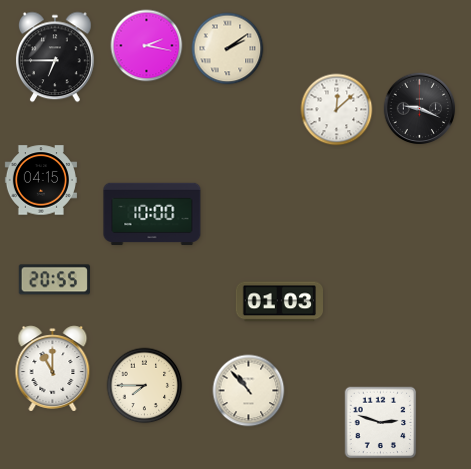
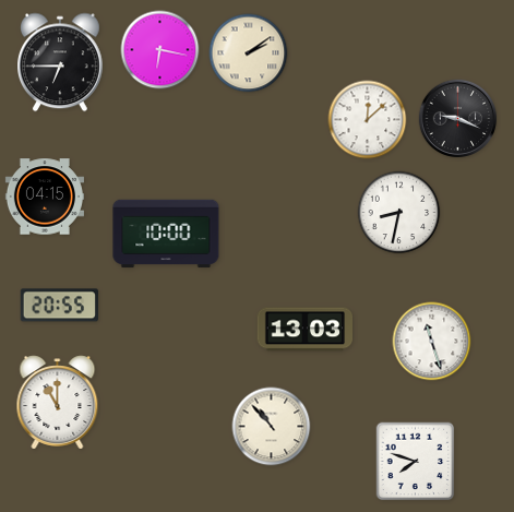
clock at (147, 46): 2:17 -> 6:17
clock at (399, 213): none -> 8:32
clock at (279, 302): 01:03 -> 13:03
clock at (432, 342): none -> 11:27
clock at (145, 386): 7:45 -> none
clock at (381, 423): 2:48 -> 7:48
